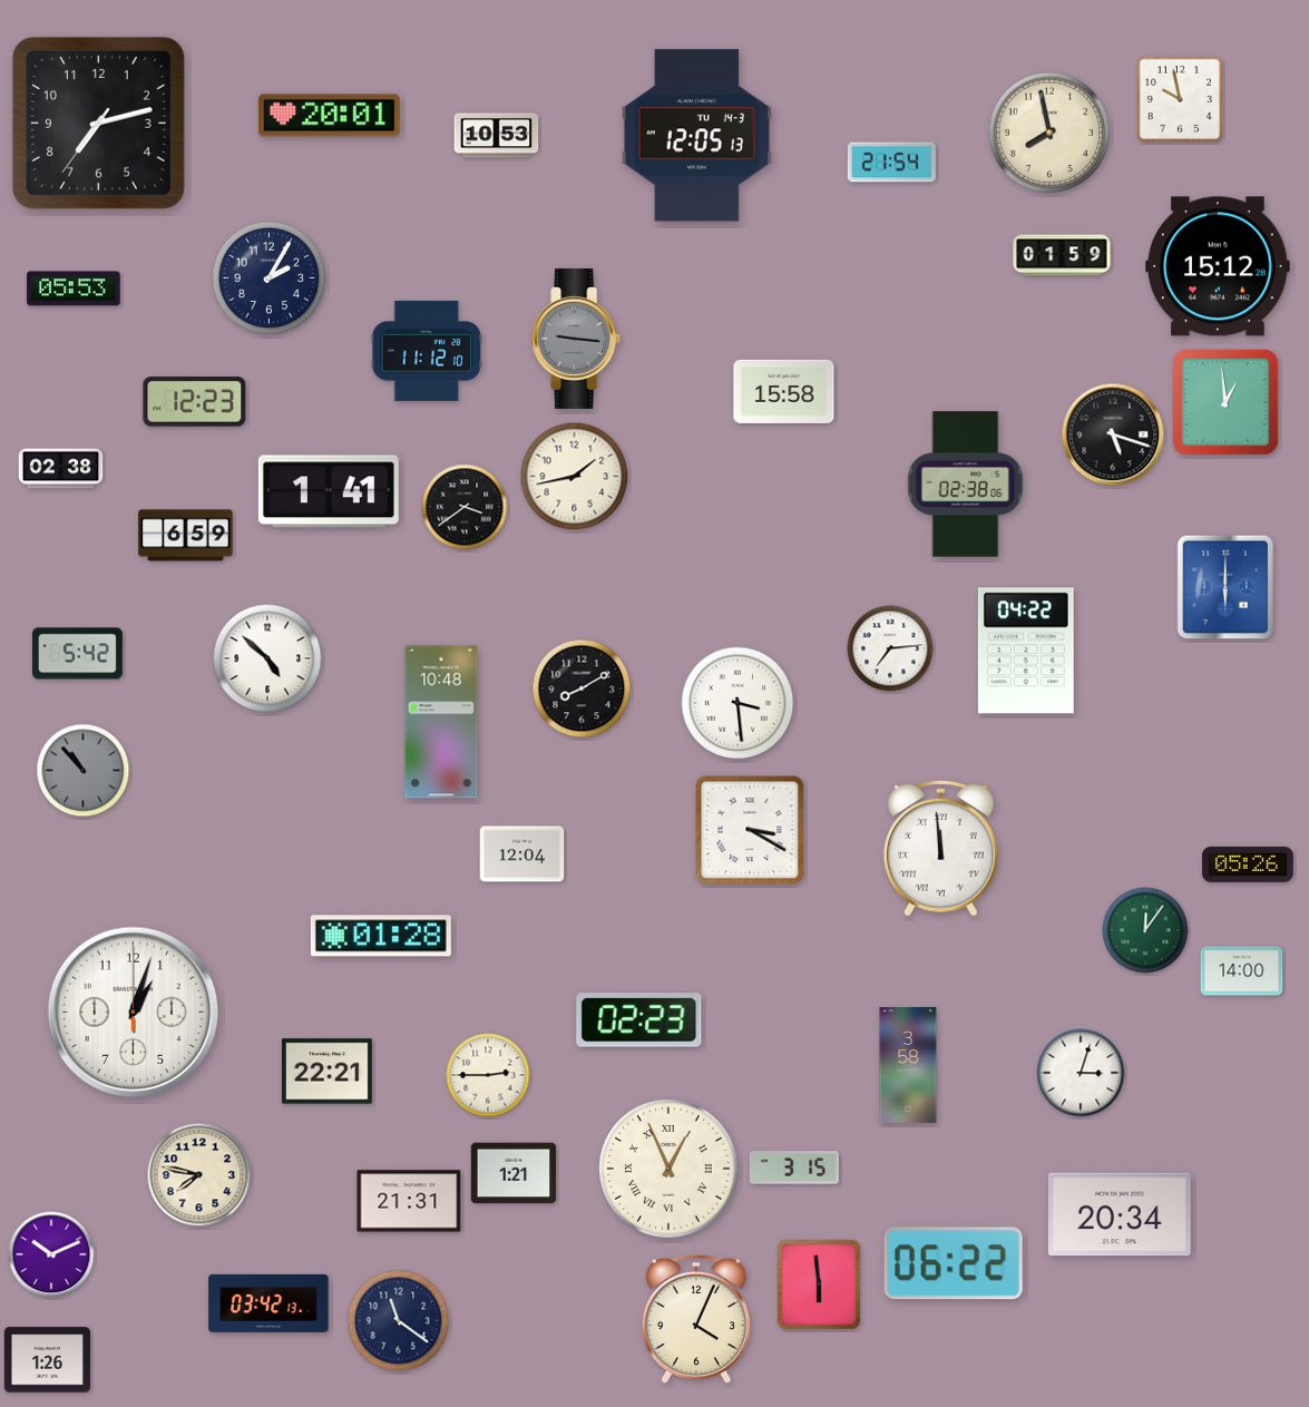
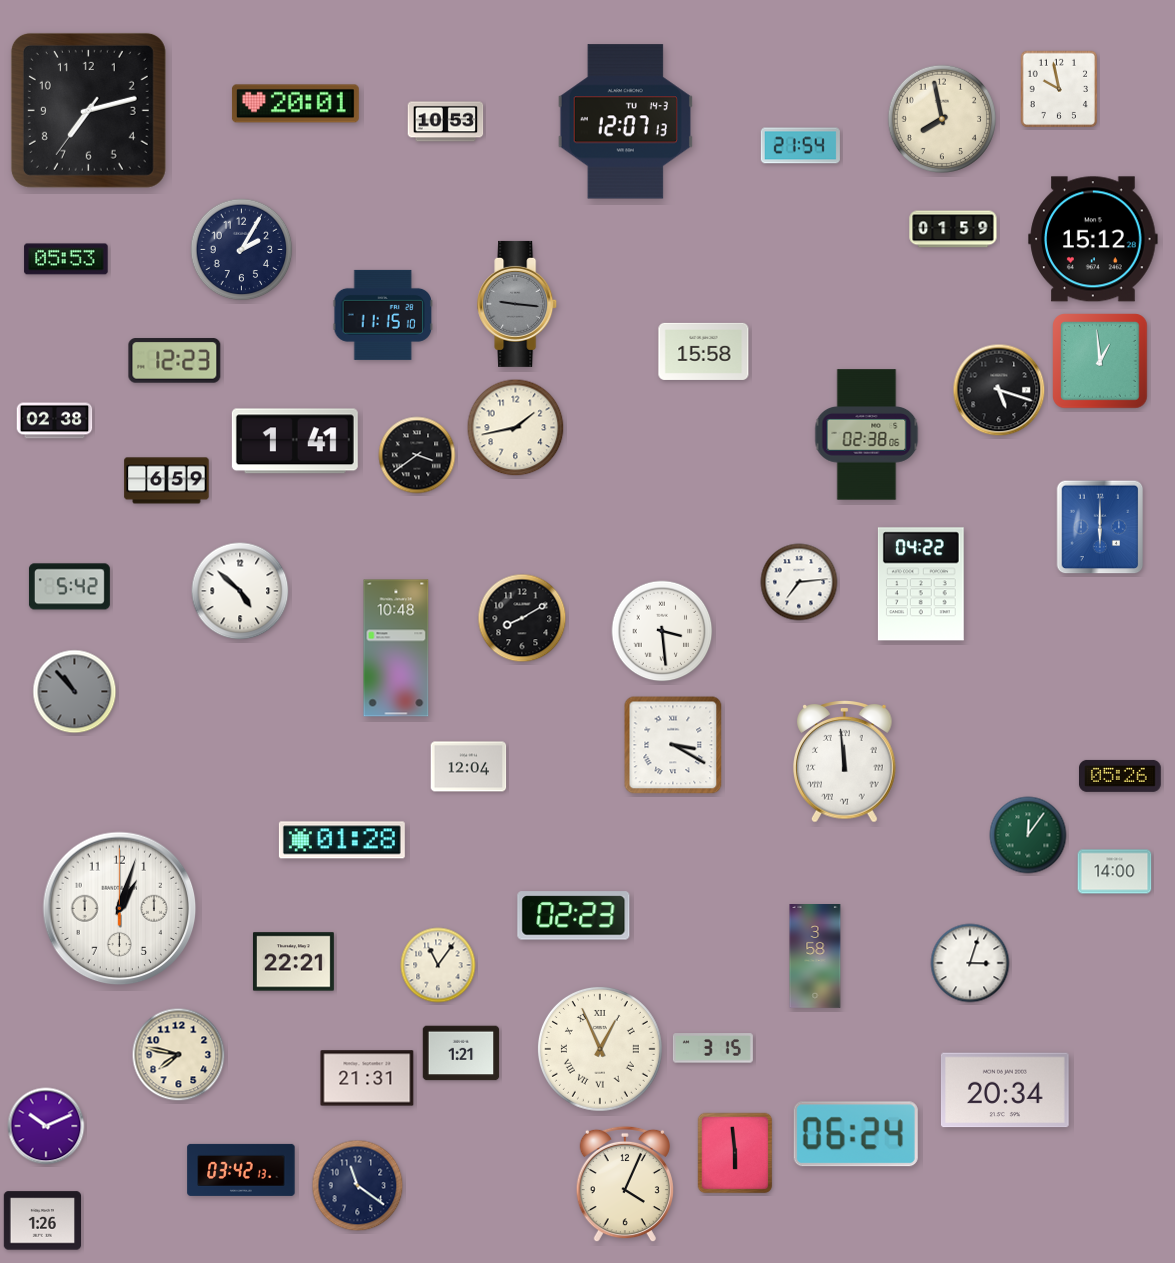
clock at (696, 136): 12:05 -> 12:07
clock at (427, 351): 11:12 -> 11:15
clock at (488, 1075): 2:45 -> 11:06
clock at (954, 1263): 06:22 -> 06:24
